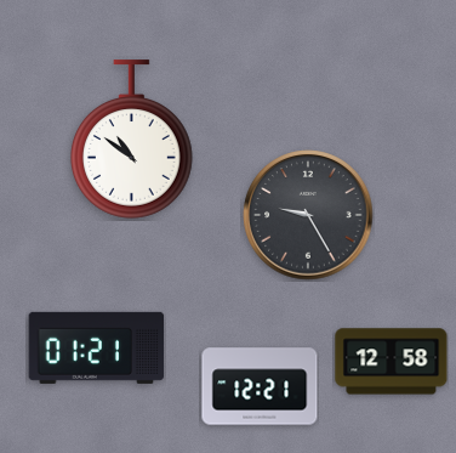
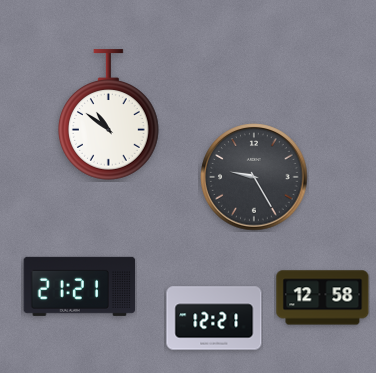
clock at (97, 347): 01:21 -> 21:21
